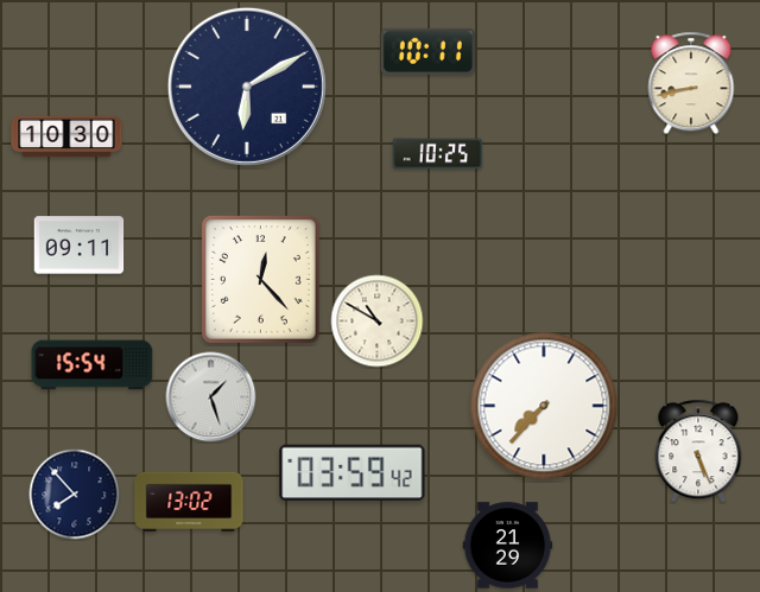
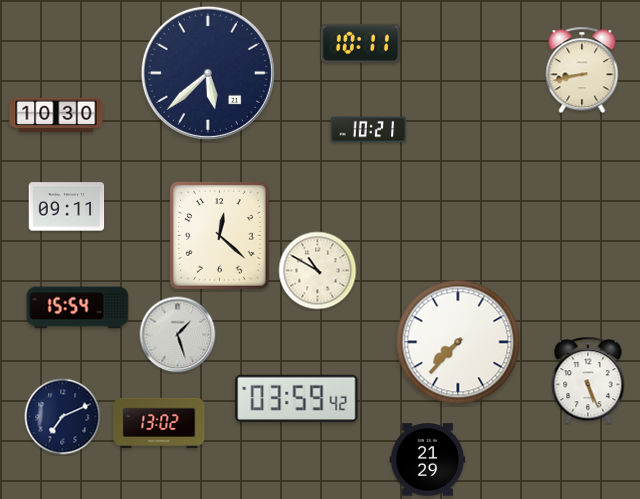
clock at (247, 87): 6:10 -> 5:38
clock at (438, 154): 10:25 -> 10:21
clock at (260, 279): 12:23 -> 12:22
clock at (75, 495): 7:53 -> 7:11
